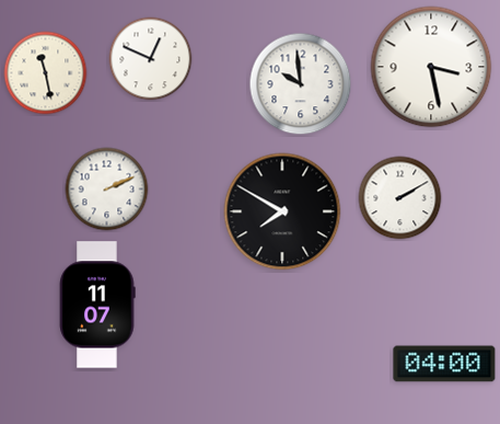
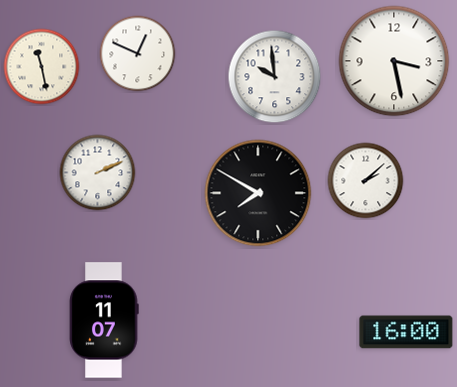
clock at (400, 198): 2:10 -> 2:08
clock at (97, 305) position: (97, 305) -> (104, 320)
clock at (444, 364): 04:00 -> 16:00
